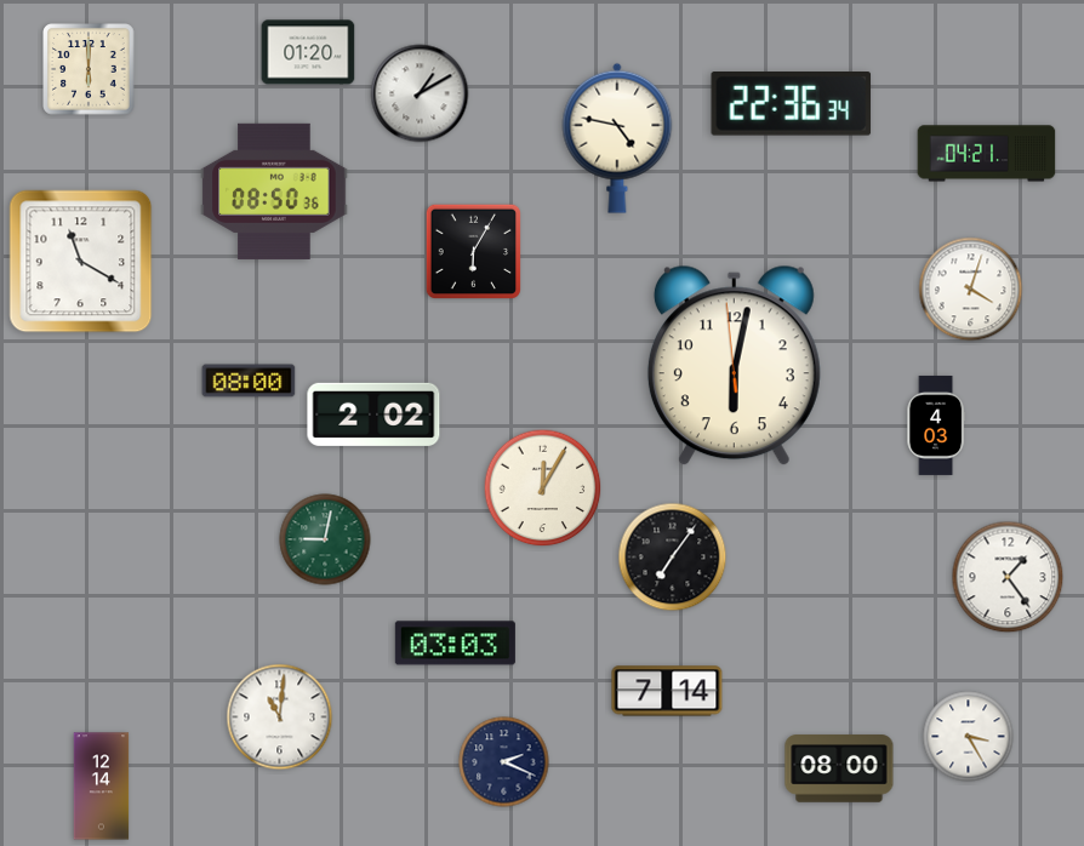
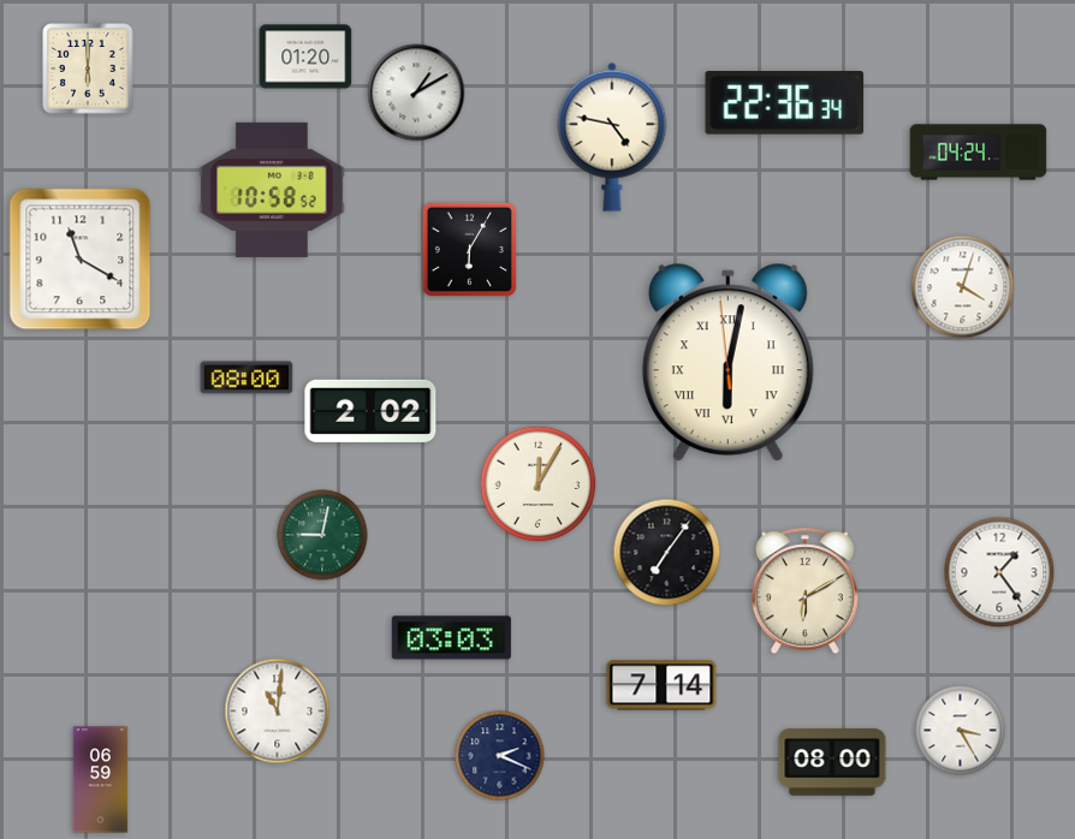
clock at (308, 52) position: (308, 52) -> (305, 56)
clock at (987, 154): 04:21 -> 04:24
clock at (274, 192): 08:50 -> 10:58
clock at (734, 366) numerals: Arabic -> Roman
clock at (935, 425): 4:03 -> none
clock at (804, 591): none -> 6:10
clock at (102, 787): 12:14 -> 06:59
